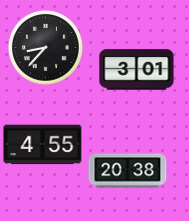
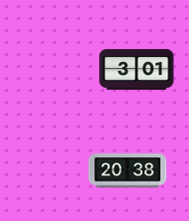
clock at (46, 48): 8:37 -> none
clock at (43, 145): 4:55 -> none
